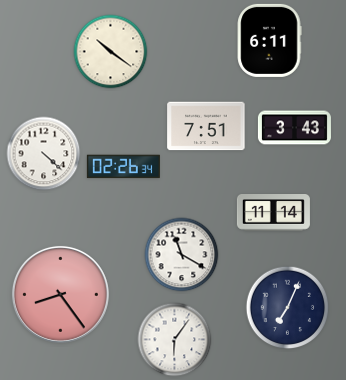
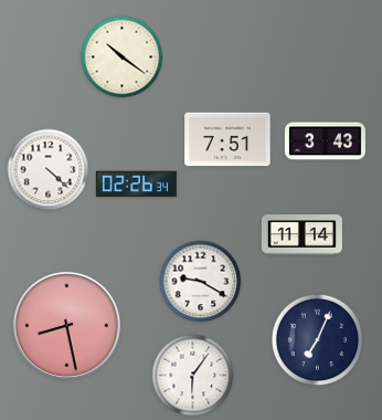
clock at (269, 40): 6:11 -> none
clock at (182, 255): 11:20 -> 9:20
clock at (60, 294): 8:24 -> 8:28
